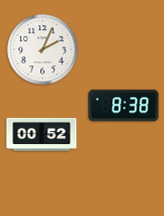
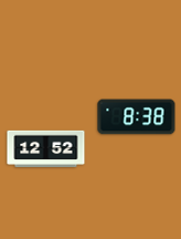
clock at (43, 50): 2:04 -> none
clock at (42, 134): 00:52 -> 12:52
